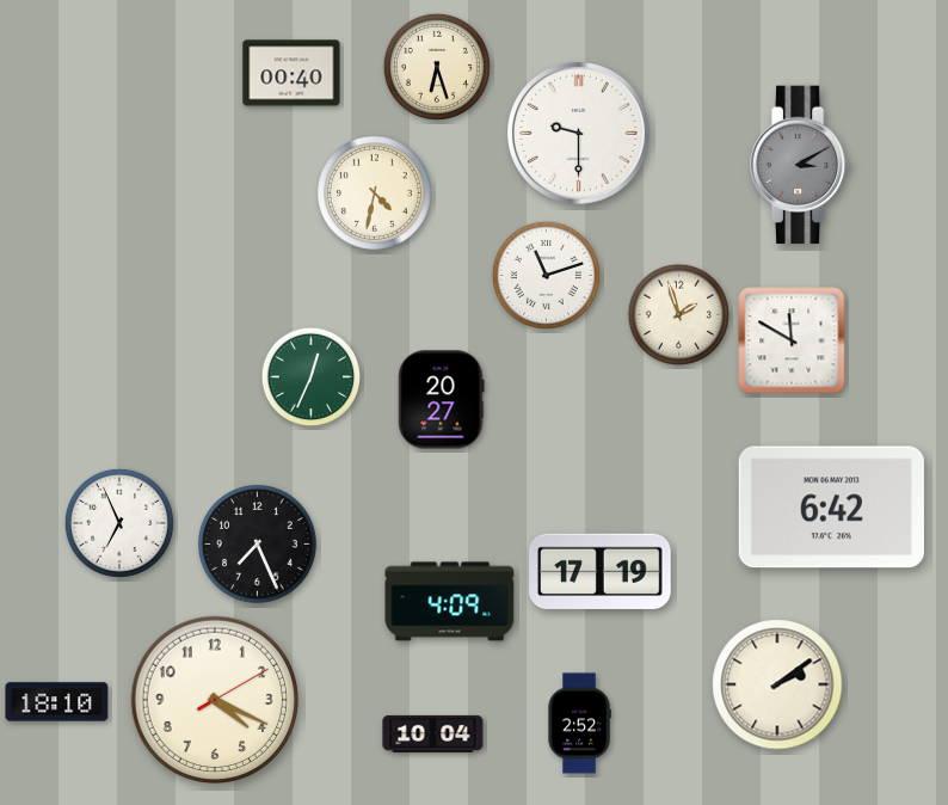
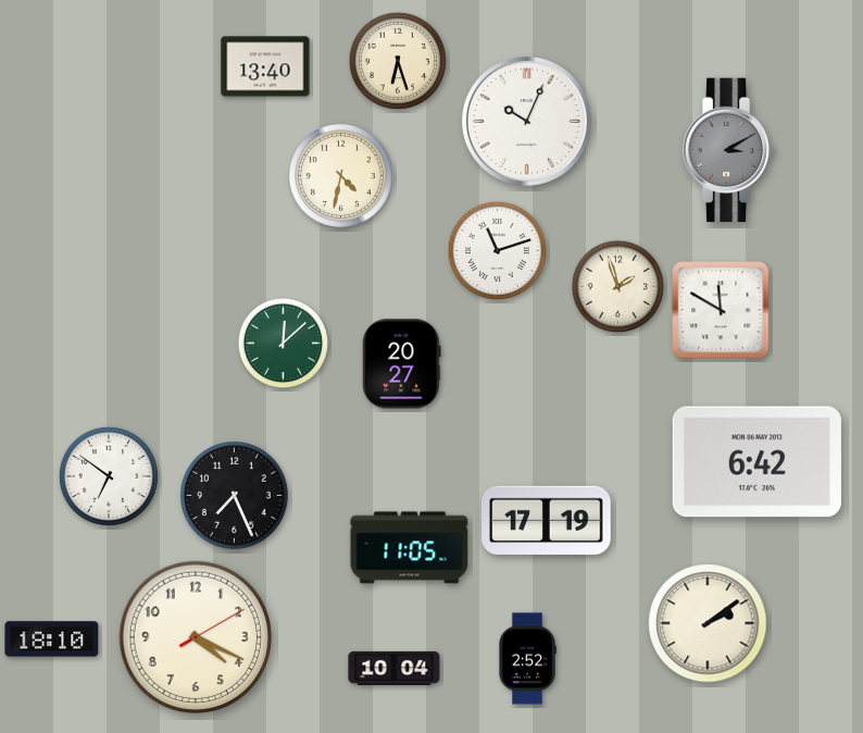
clock at (291, 73): 00:40 -> 13:40
clock at (579, 134): 9:30 -> 10:04
clock at (312, 377): 12:34 -> 12:08
clock at (119, 523): 6:56 -> 6:51
clock at (450, 602): 4:09 -> 11:05
